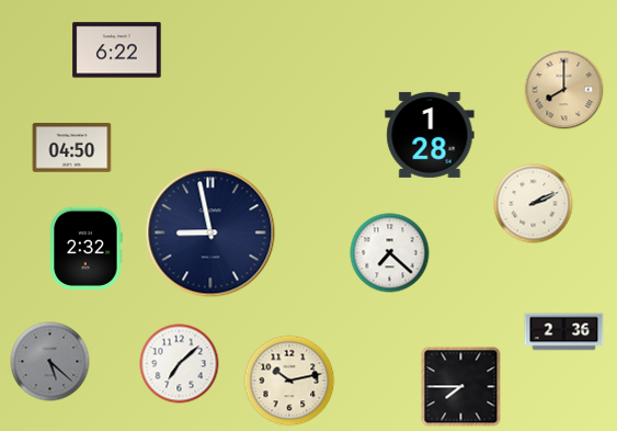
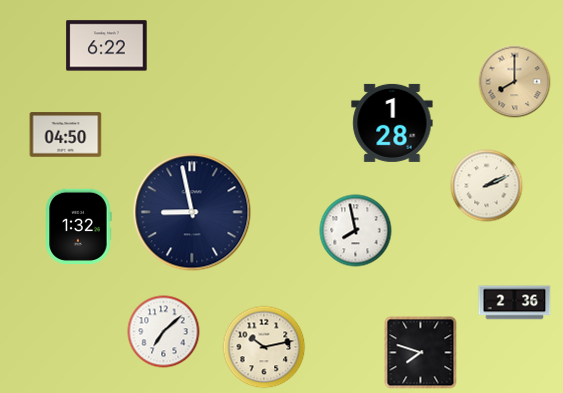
clock at (87, 248): 2:32 -> 1:32
clock at (390, 253): 7:22 -> 7:58
clock at (50, 362): 5:22 -> none
clock at (461, 387): 7:45 -> 7:48
